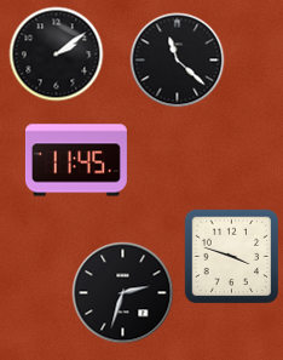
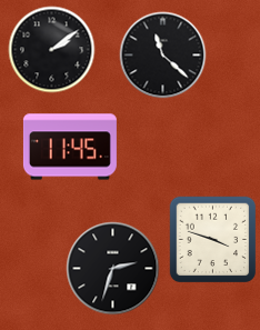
clock at (231, 256) position: (231, 256) -> (212, 239)
